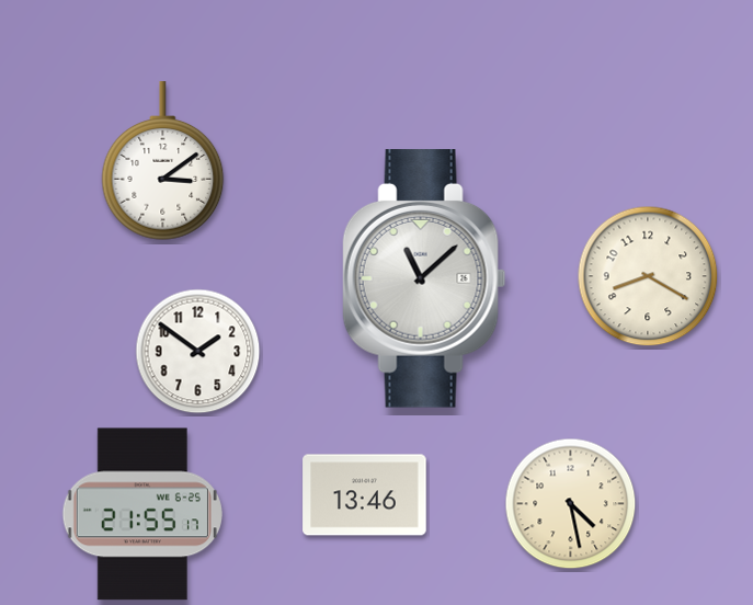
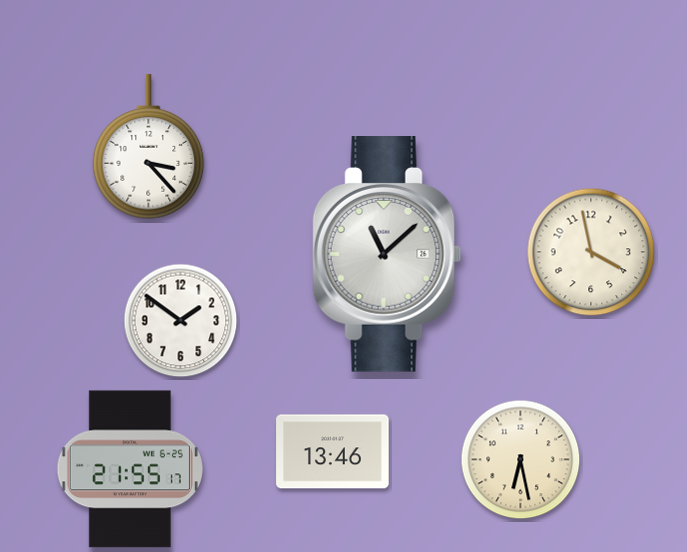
clock at (163, 161): 3:09 -> 3:23
clock at (648, 276): 8:20 -> 3:58
clock at (571, 504): 4:28 -> 6:28
